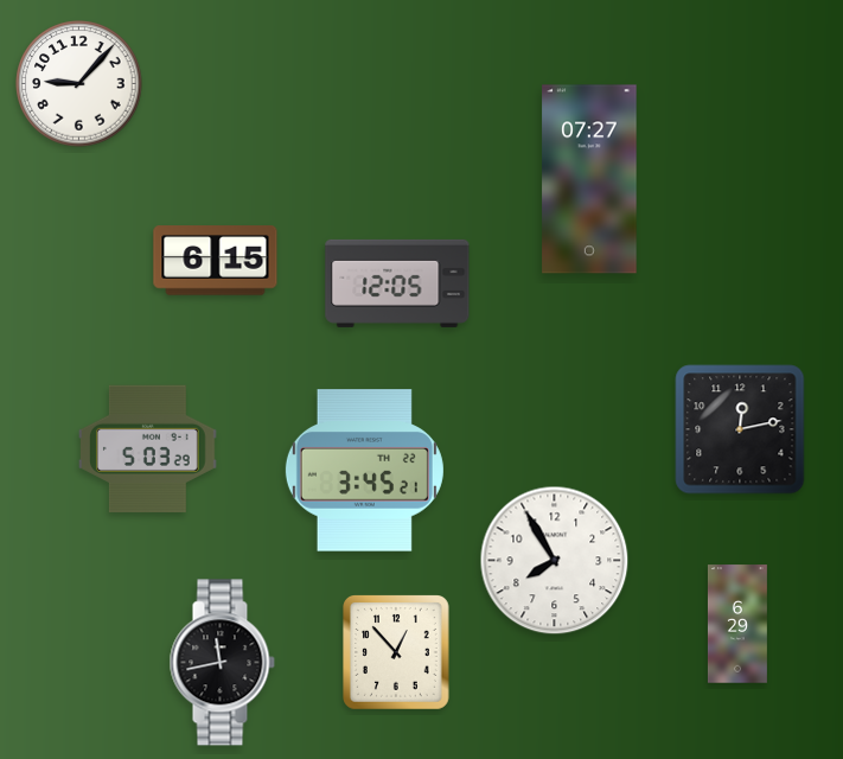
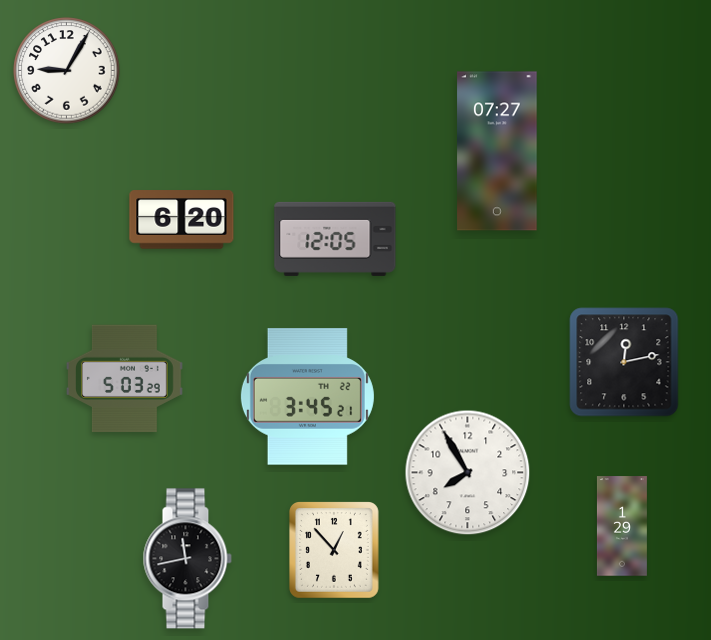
clock at (79, 84): 9:07 -> 9:05
clock at (216, 261): 6:15 -> 6:20
clock at (737, 624): 6:29 -> 1:29
